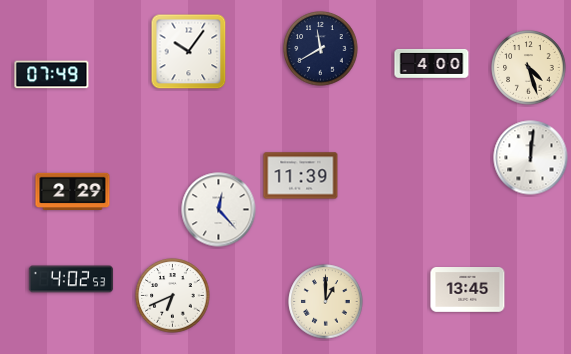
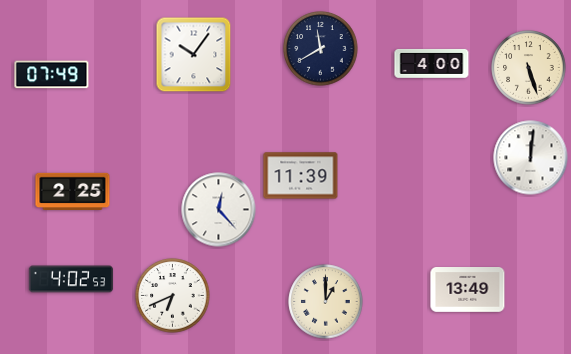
clock at (189, 52) position: (189, 52) -> (194, 55)
clock at (529, 68): 4:27 -> 5:27
clock at (73, 191): 2:29 -> 2:25
clock at (468, 290): 13:45 -> 13:49
